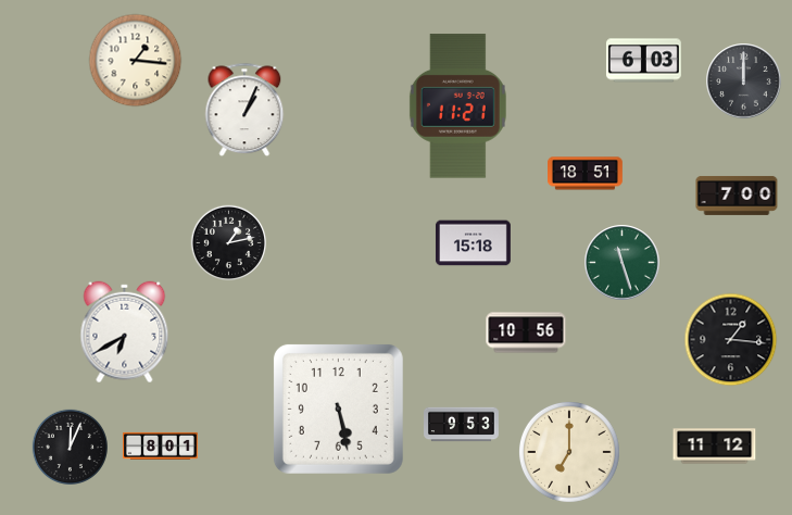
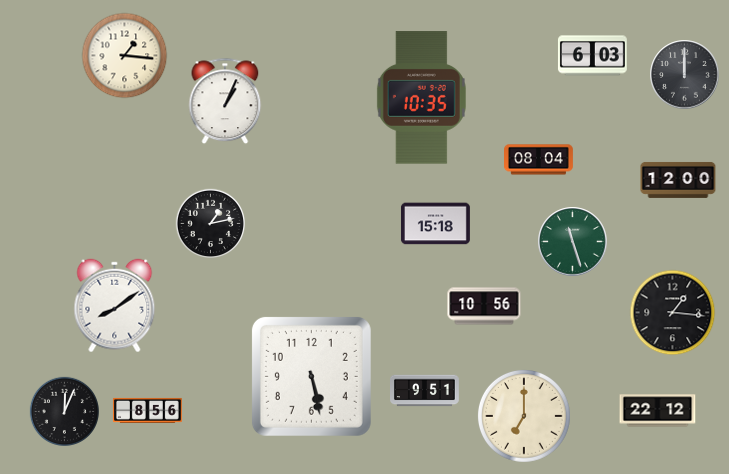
clock at (457, 106): 11:21 -> 10:35
clock at (586, 174): 18:51 -> 08:04
clock at (737, 196): 7:00 -> 12:00
clock at (125, 332): 6:40 -> 8:09
clock at (462, 425): 9:53 -> 9:51
clock at (160, 445): 8:01 -> 8:56
clock at (715, 447): 11:12 -> 22:12
